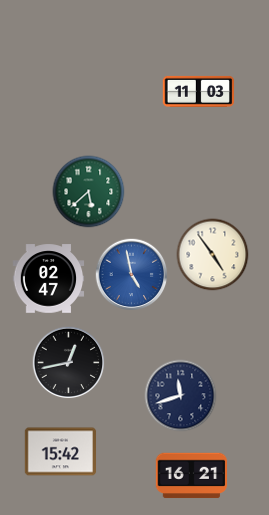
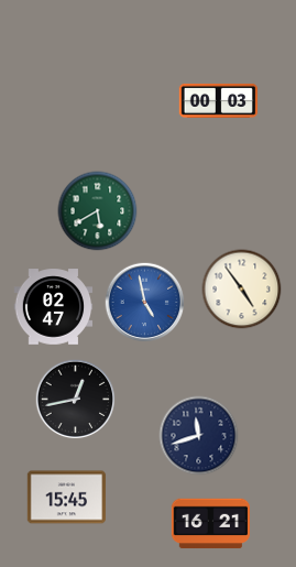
clock at (199, 91): 11:03 -> 00:03
clock at (89, 192): 5:38 -> 5:40
clock at (213, 255) position: (213, 255) -> (242, 290)
clock at (61, 452): 15:42 -> 15:45
